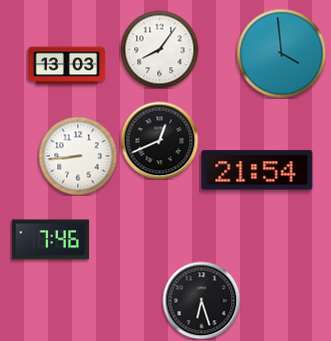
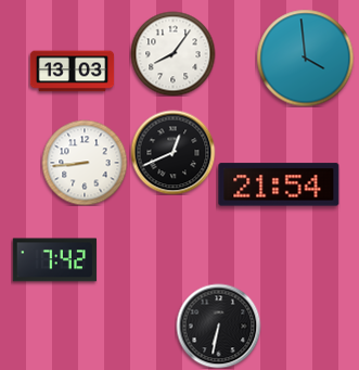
clock at (78, 156) position: (78, 156) -> (85, 163)
clock at (50, 240): 7:46 -> 7:42
clock at (201, 300): 6:27 -> 6:32
